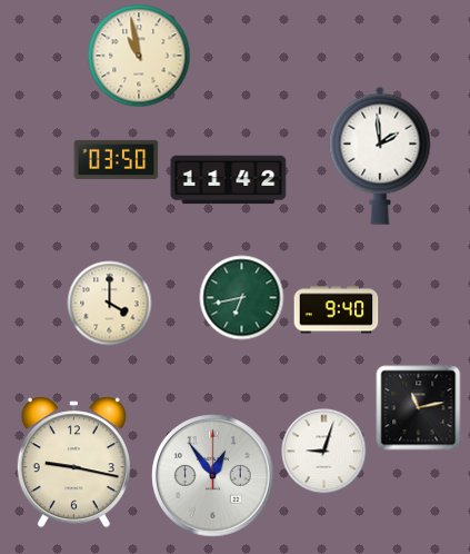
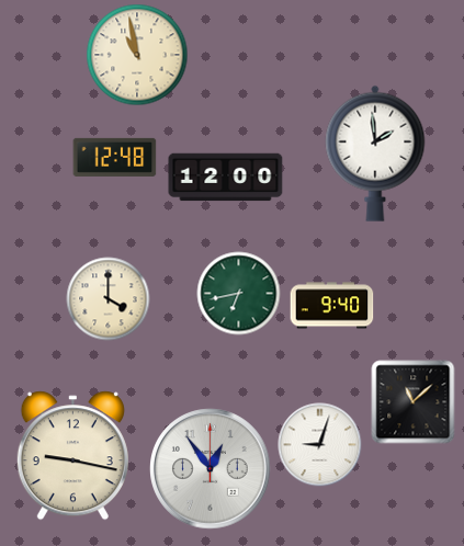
clock at (117, 159): 03:50 -> 12:48
clock at (229, 180): 11:42 -> 12:00
clock at (419, 408): 11:13 -> 11:08
